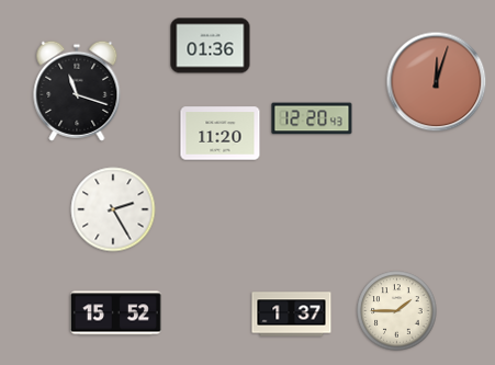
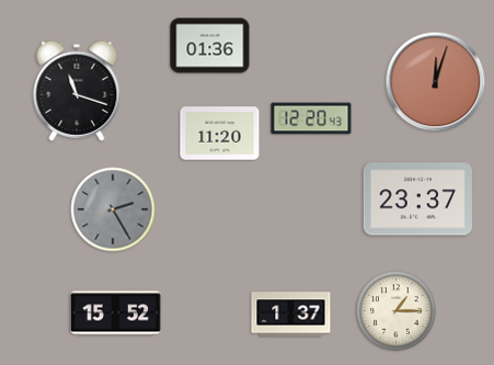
clock at (417, 199): none -> 23:37
clock at (113, 209) dial: white -> grey
clock at (397, 311): 1:45 -> 1:15
